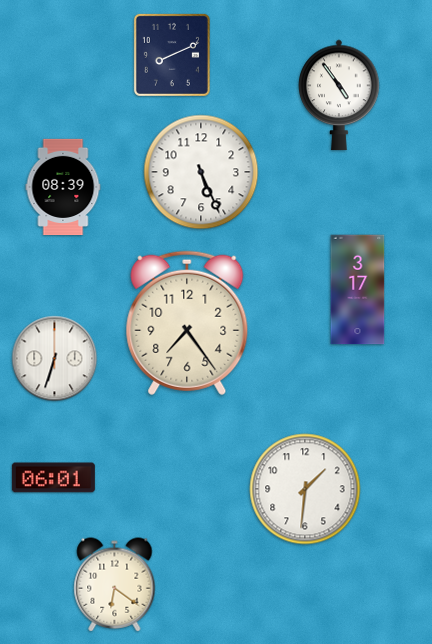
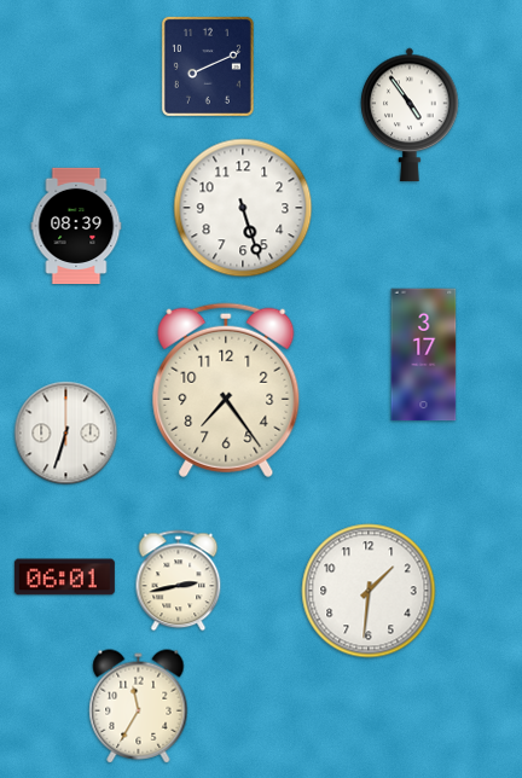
clock at (201, 172): 5:26 -> 5:27
clock at (358, 290) position: (358, 290) -> (424, 355)
clock at (179, 581): none -> 2:43
clock at (115, 585): 6:21 -> 11:35
